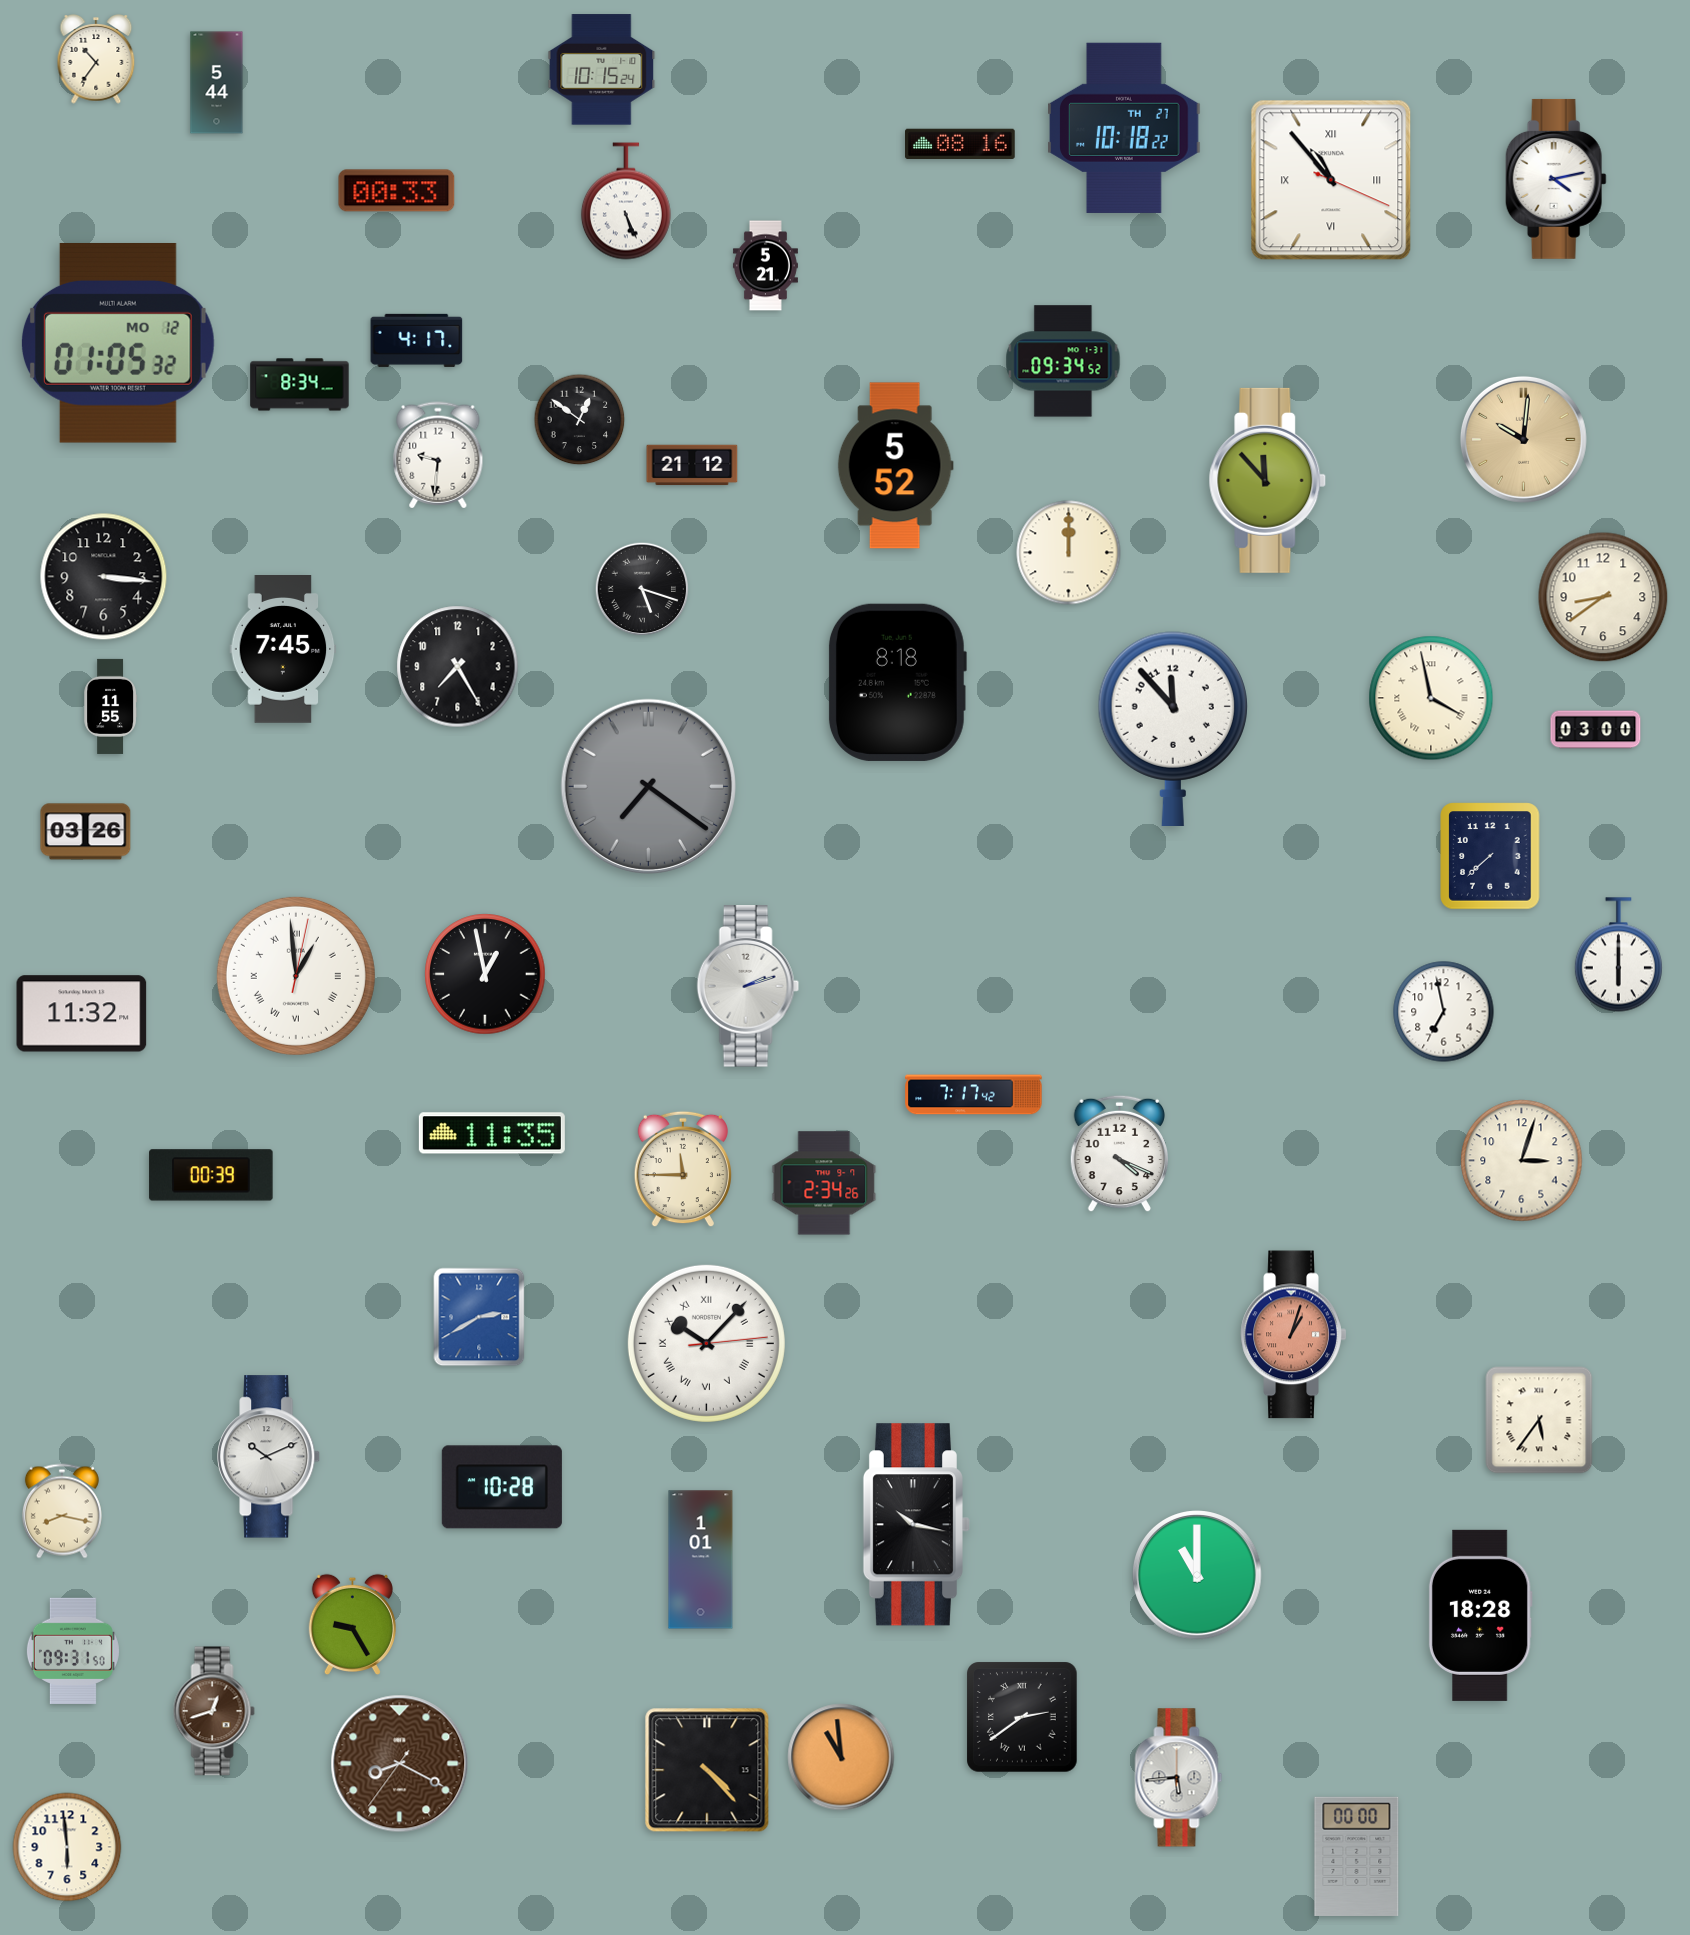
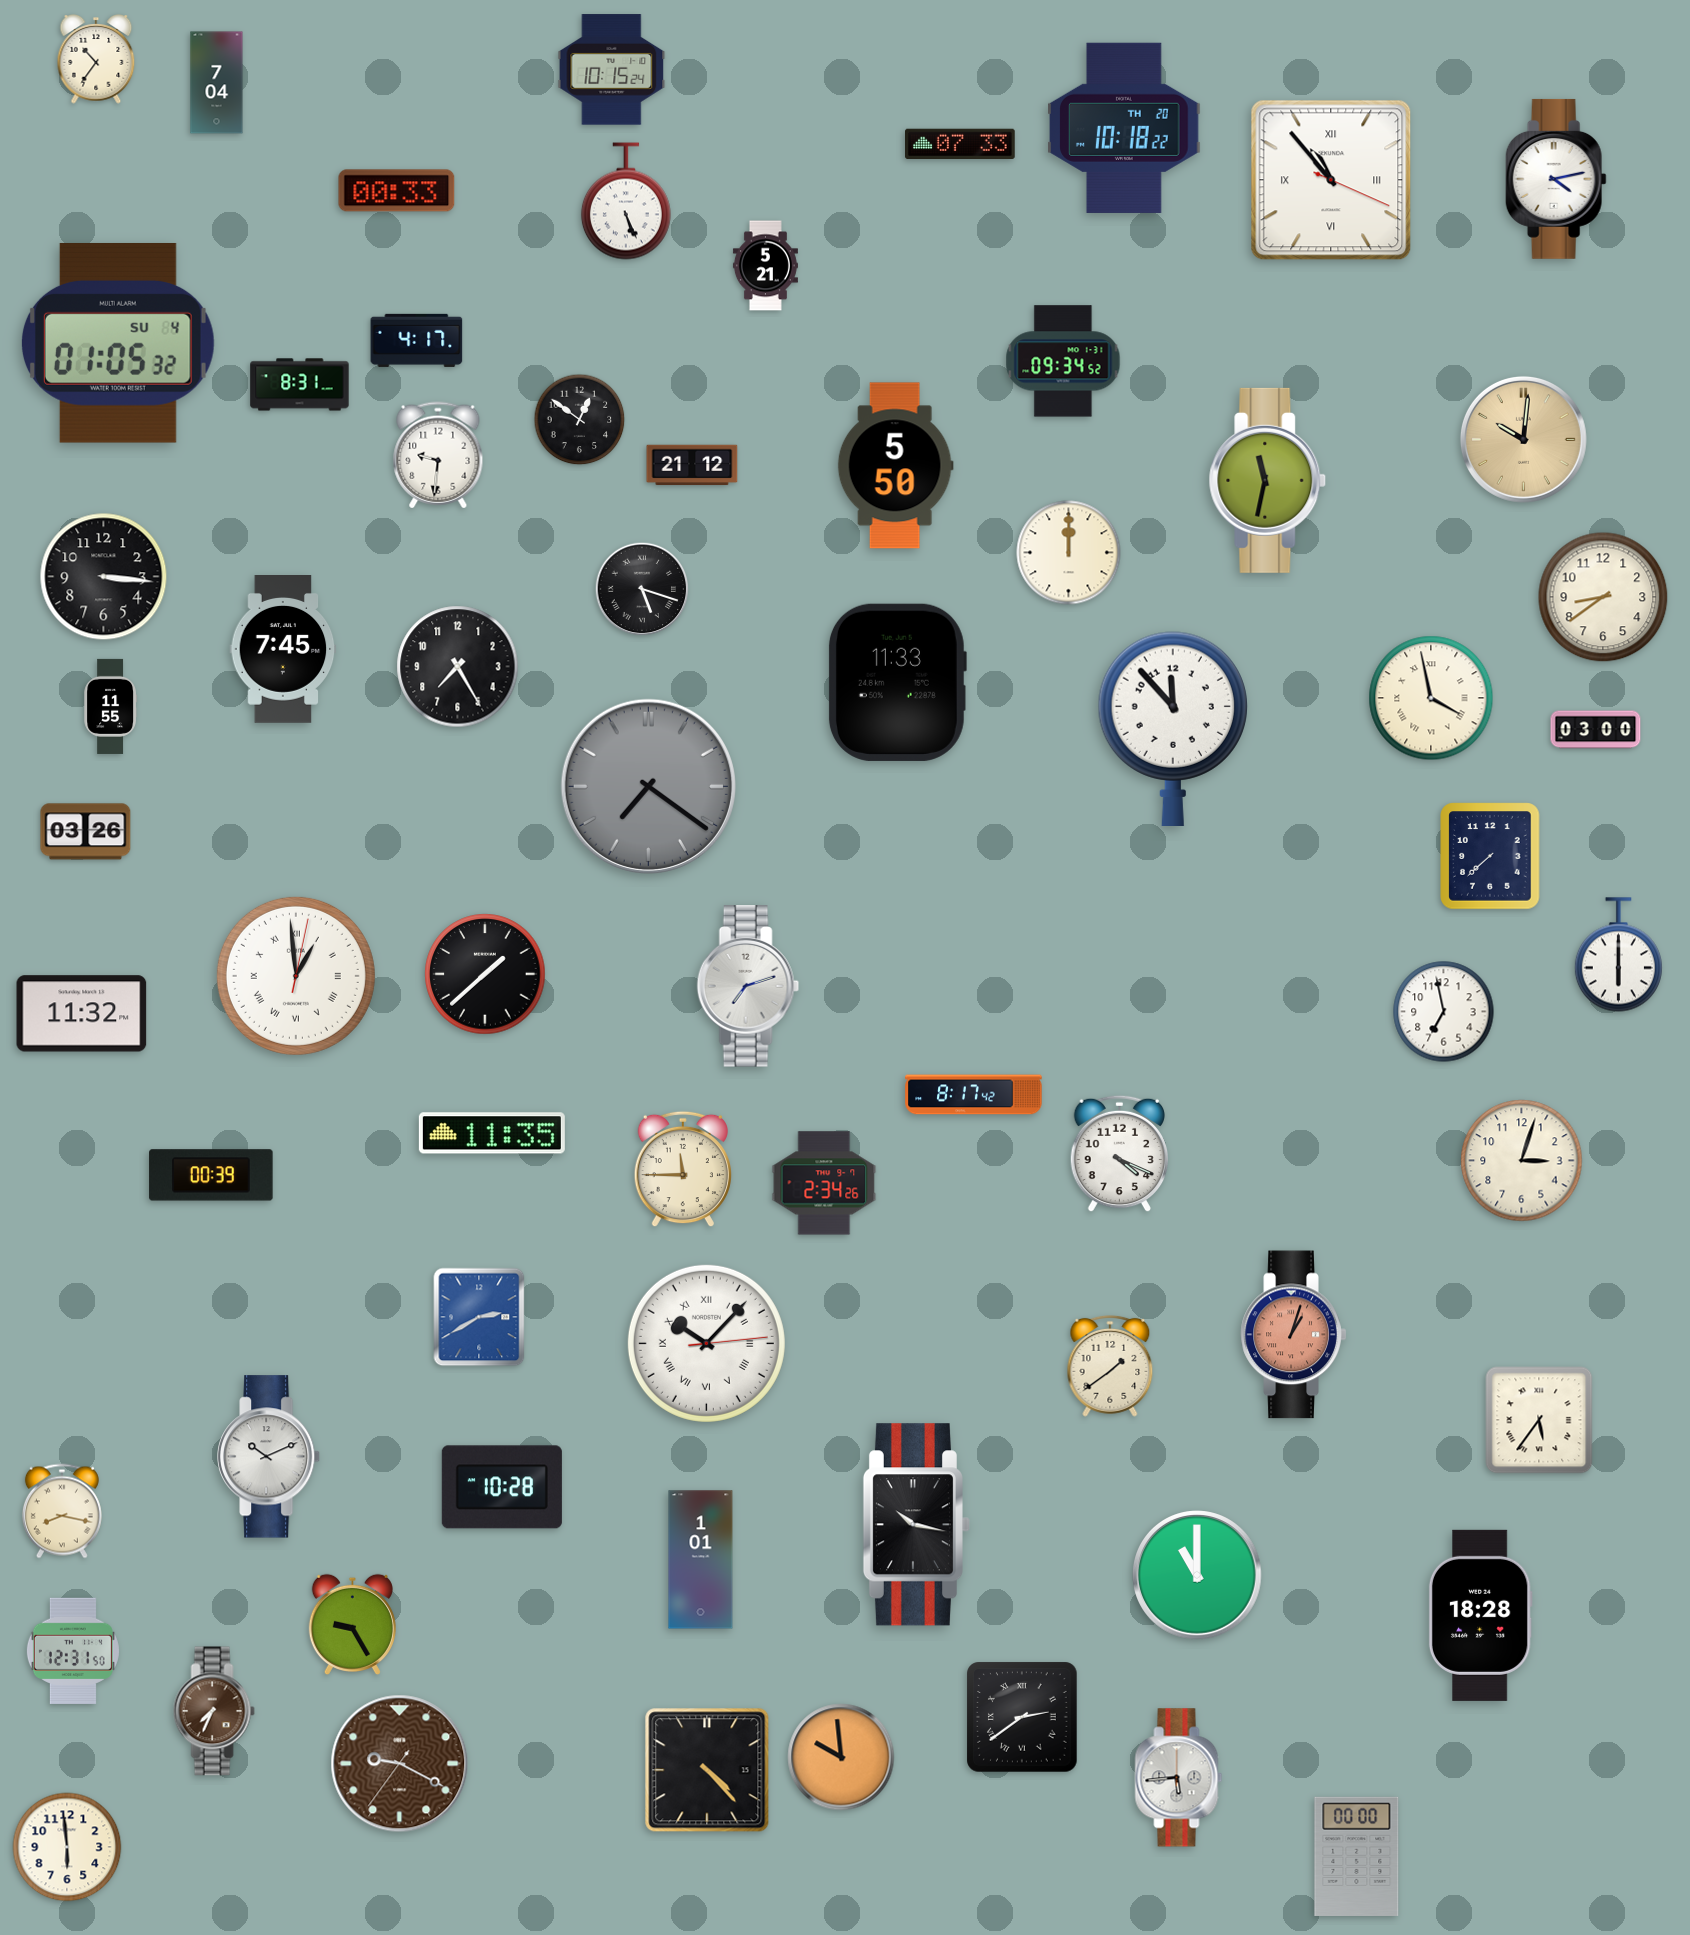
clock at (602, 70) position: (602, 70) -> (612, 70)
clock at (217, 83): 5:44 -> 7:04
clock at (1124, 128) date: TH 27 -> TH 20
clock at (961, 144): 08:16 -> 07:33
clock at (118, 343) date: MO 12 -> SU 4
clock at (300, 385): 8:34 -> 8:31
clock at (895, 466): 5:52 -> 5:50
clock at (1268, 480): 11:53 -> 11:32
clock at (897, 682): 8:18 -> 11:33
clock at (485, 974): 12:58 -> 1:38
clock at (748, 986): 2:12 -> 7:12
clock at (974, 1095): 7:17 -> 8:17
clock at (1110, 1366): none -> 1:39
clock at (73, 1650): 09:31 -> 12:31
clock at (214, 1711): 12:42 -> 7:34
clock at (841, 1757): 10:59 -> 9:59
clock at (400, 1764): 8:19 -> 9:19
